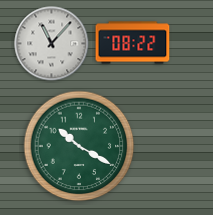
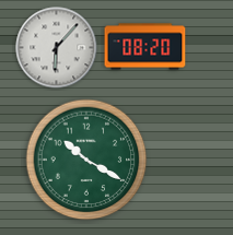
clock at (133, 43): 08:22 -> 08:20
clock at (52, 44): 11:07 -> 6:07
